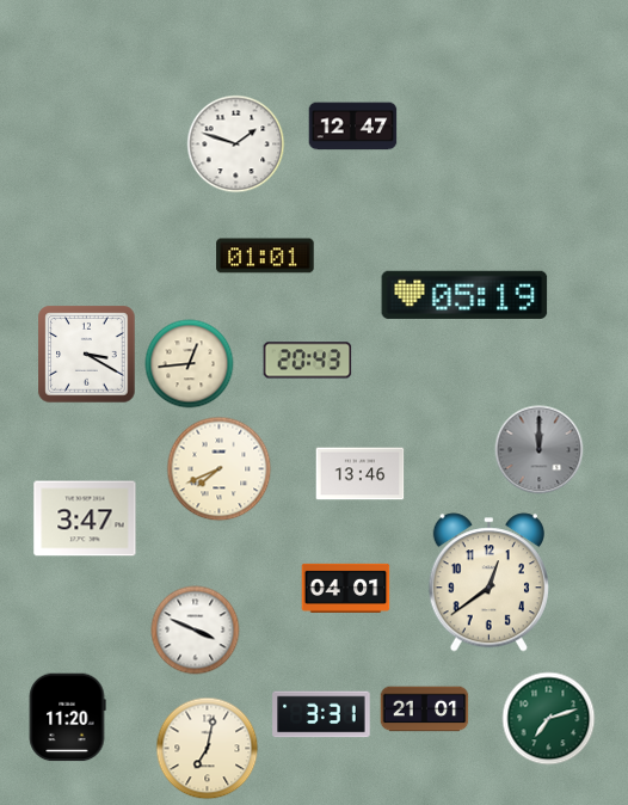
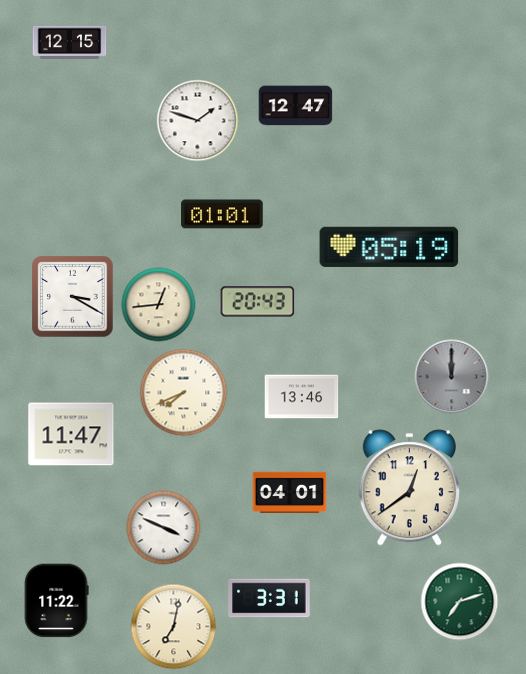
clock at (70, 43): none -> 12:15
clock at (85, 518): 3:47 -> 11:47
clock at (425, 709): 21:01 -> none
clock at (67, 718): 11:20 -> 11:22
